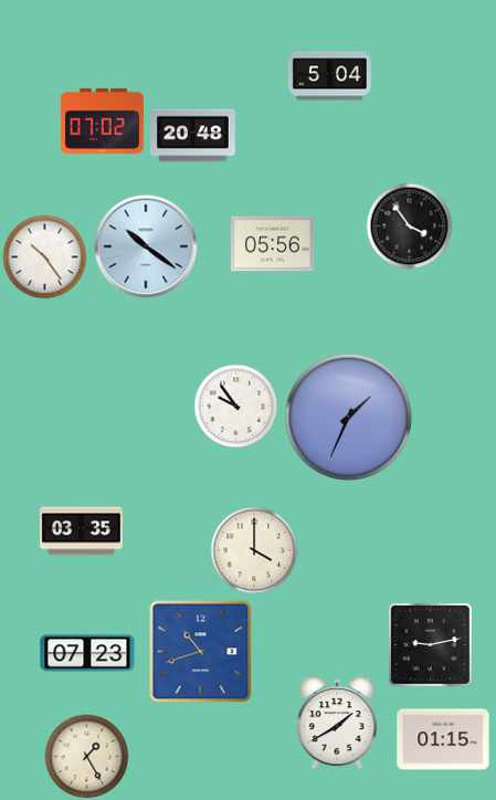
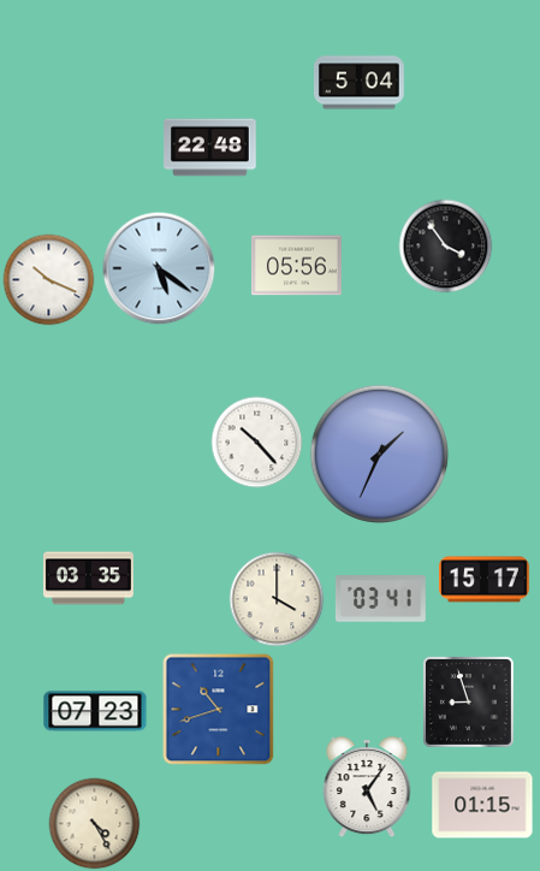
clock at (102, 120): 07:02 -> none
clock at (193, 136): 20:48 -> 22:48
clock at (146, 246): 10:21 -> 5:21
clock at (45, 257): 10:24 -> 10:19
clock at (236, 407): 9:54 -> 10:23
clock at (483, 580): none -> 15:17
clock at (380, 599): none -> 03:41
clock at (430, 644): 9:13 -> 8:57
clock at (337, 724): 1:40 -> 5:06
clock at (87, 757): 1:25 -> 4:25
